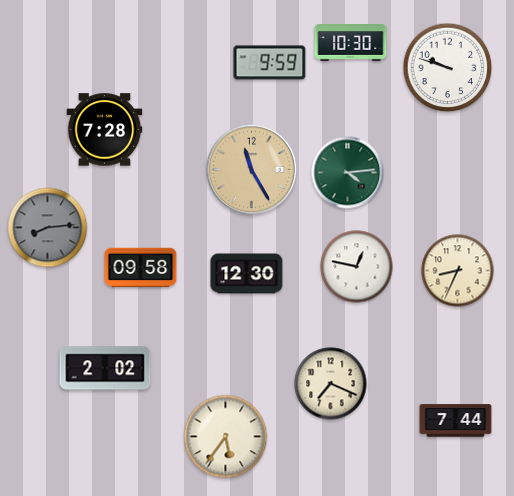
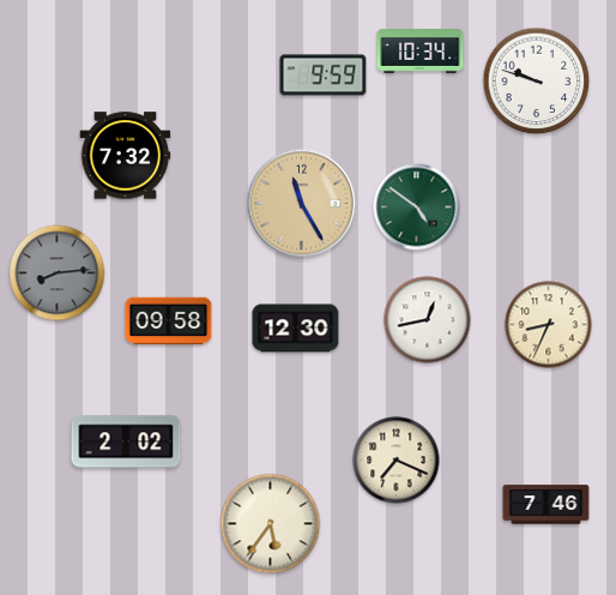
clock at (351, 43): 10:30 -> 10:34
clock at (105, 130): 7:28 -> 7:32
clock at (348, 173): 4:14 -> 4:51
clock at (357, 267): 12:47 -> 12:43
clock at (456, 421): 7:44 -> 7:46
